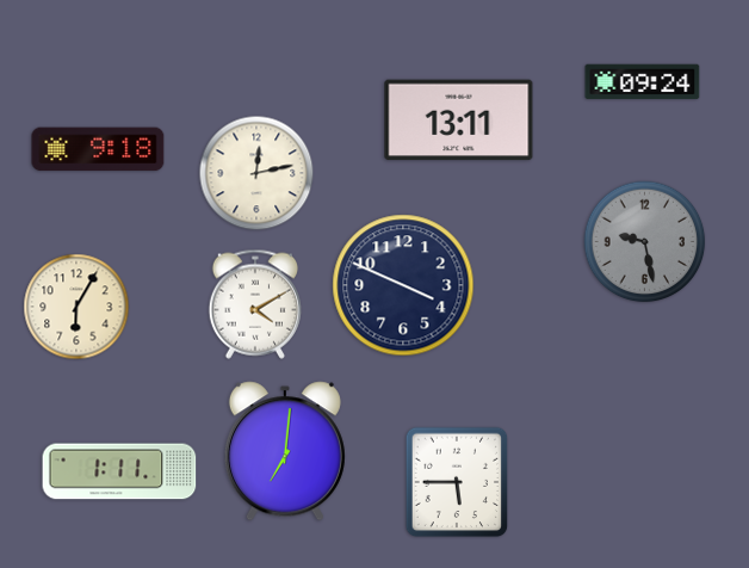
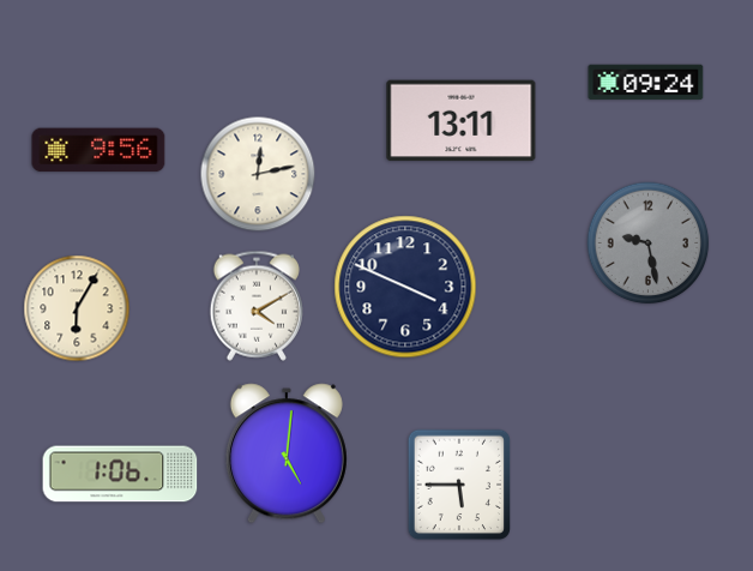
clock at (98, 149): 9:18 -> 9:56
clock at (285, 451): 7:01 -> 5:01
clock at (119, 471): 1:11 -> 1:06
